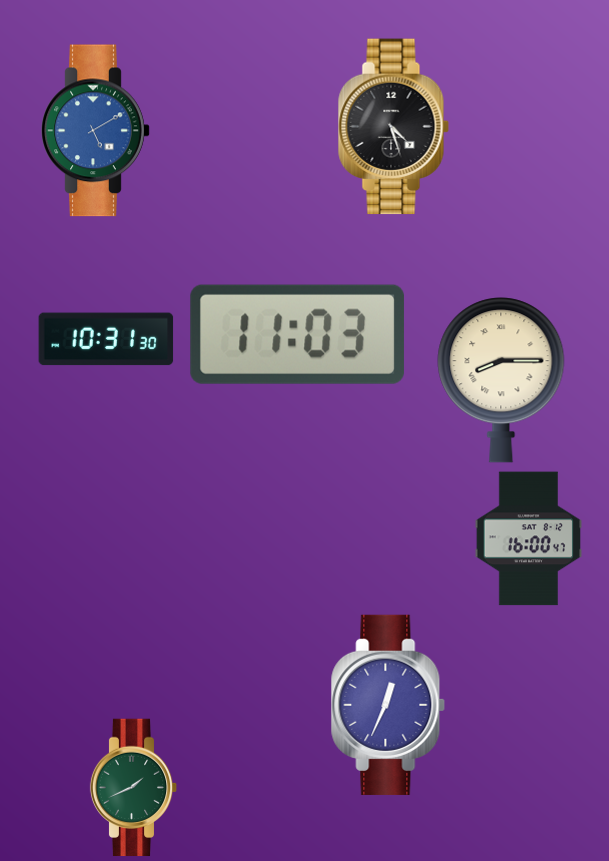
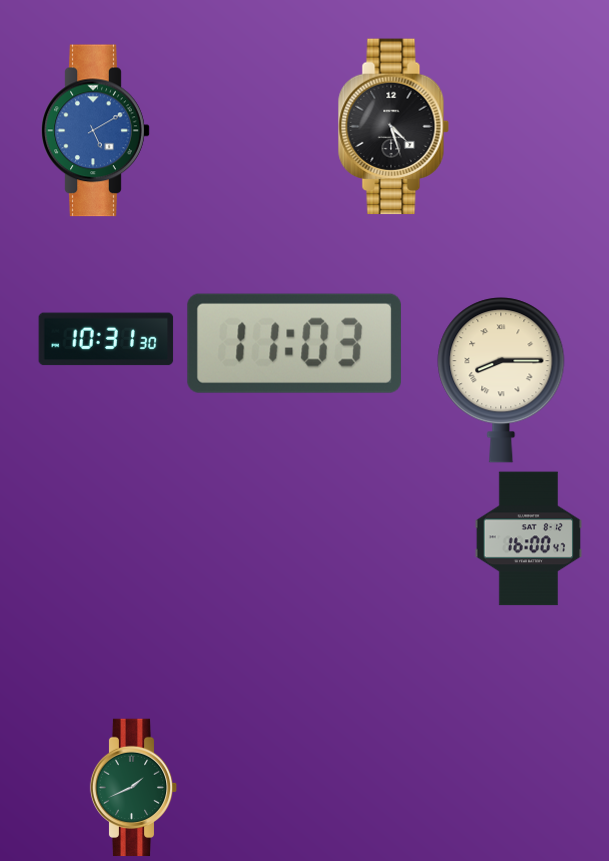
clock at (297, 334) position: (297, 334) -> (294, 343)
clock at (388, 705): 12:34 -> none
